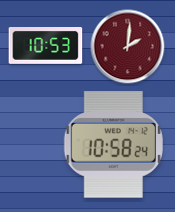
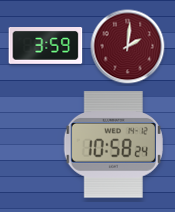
clock at (46, 46): 10:53 -> 3:59
